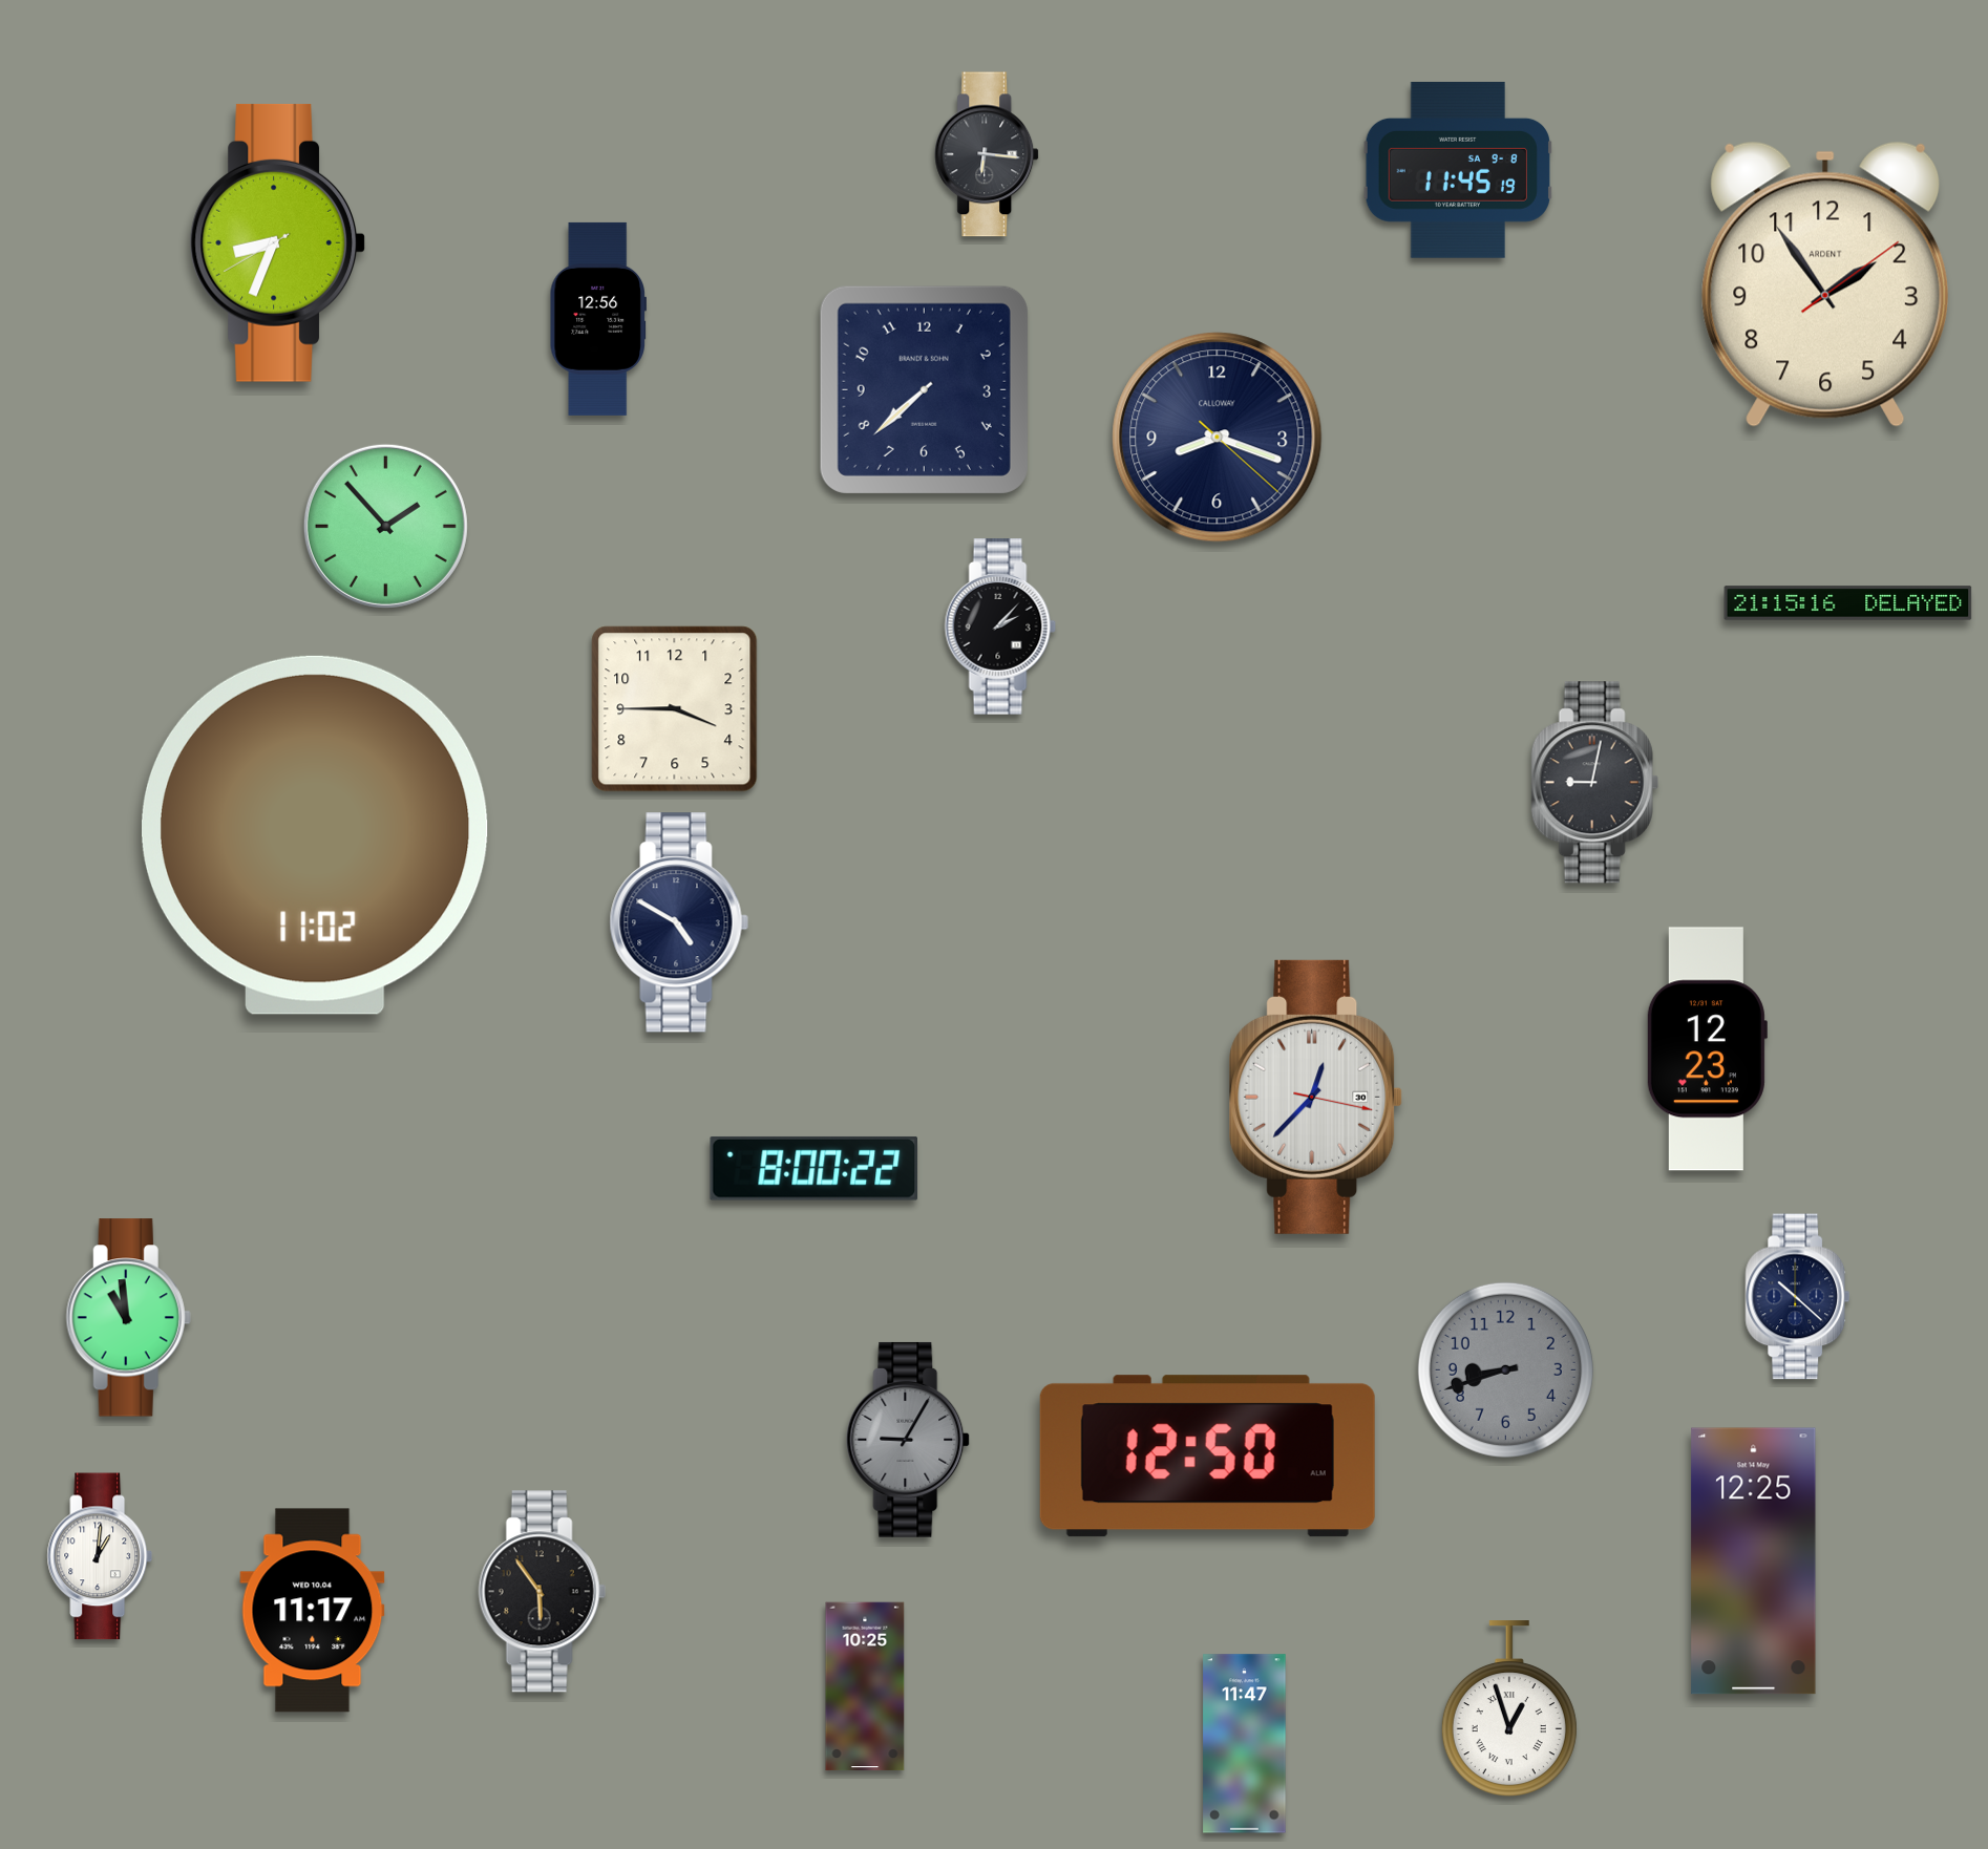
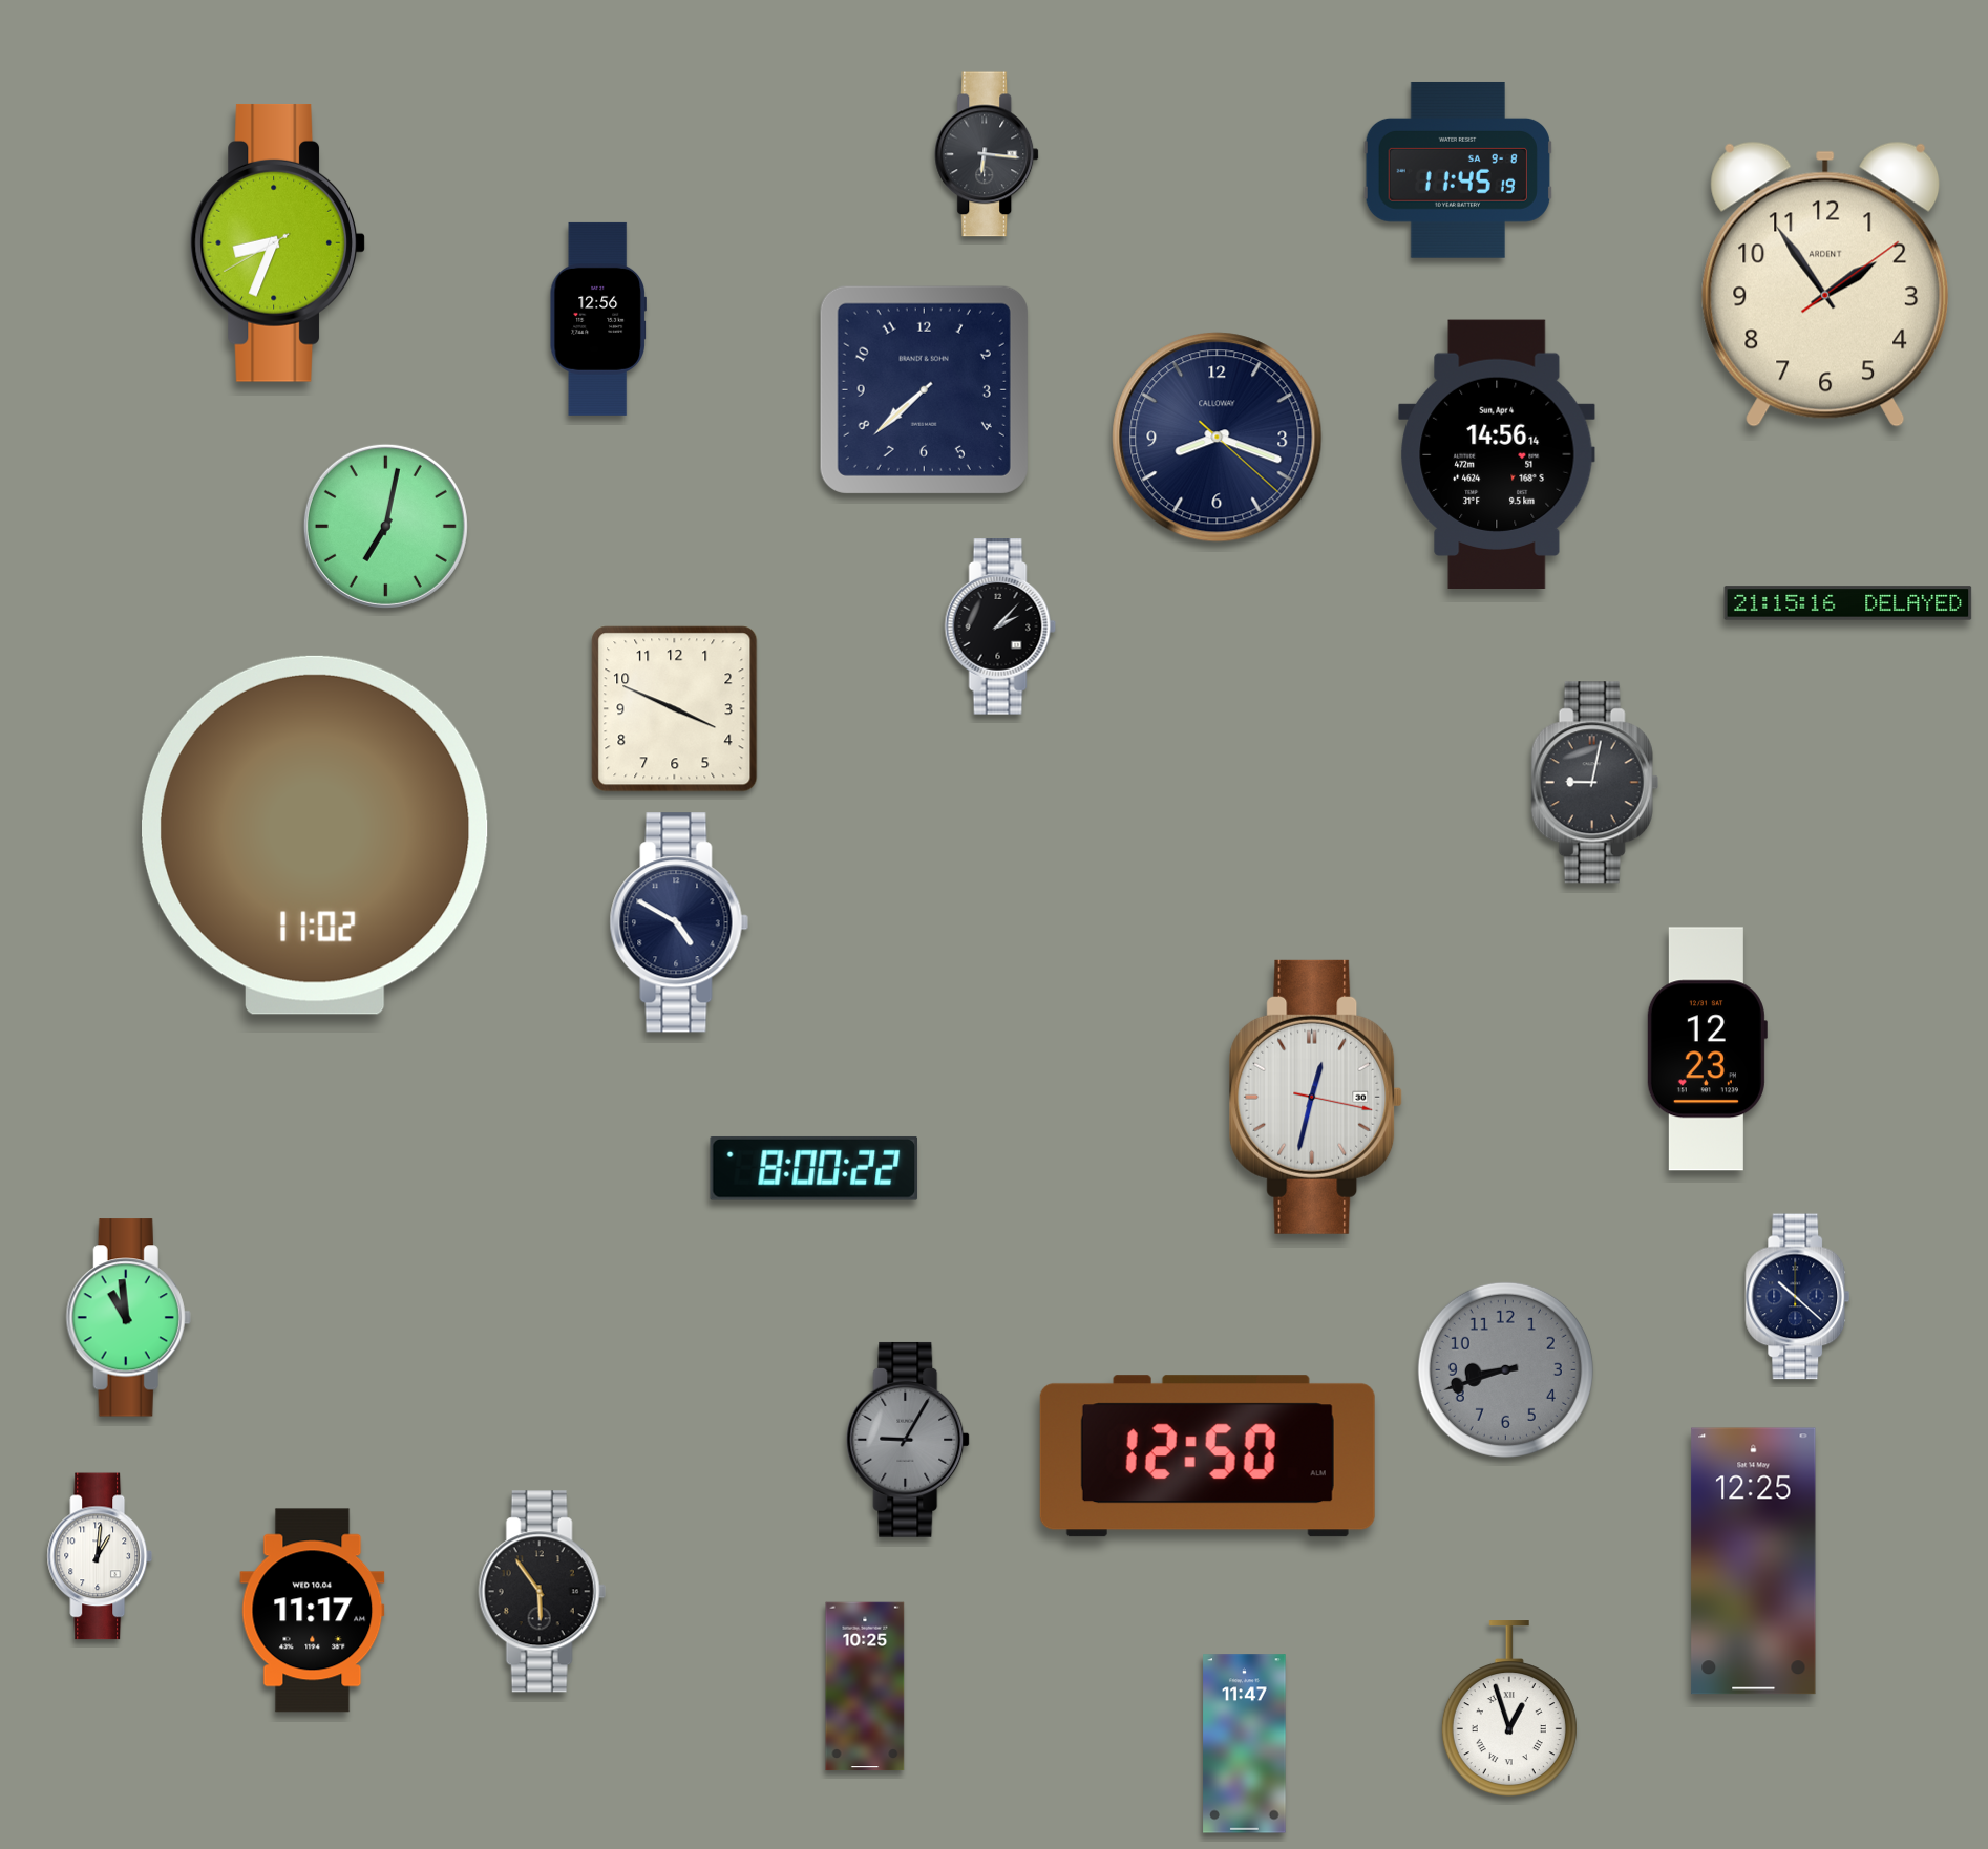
clock at (1497, 453): none -> 14:56
clock at (385, 526): 1:53 -> 7:02
clock at (675, 709): 3:45 -> 3:49
clock at (1316, 1097): 12:37 -> 12:32
